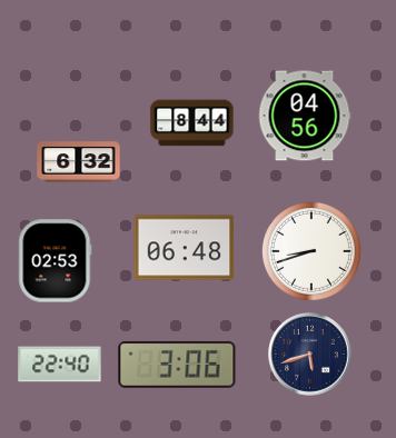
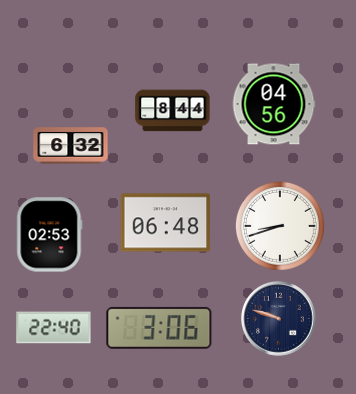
clock at (310, 355): 5:42 -> 9:48
